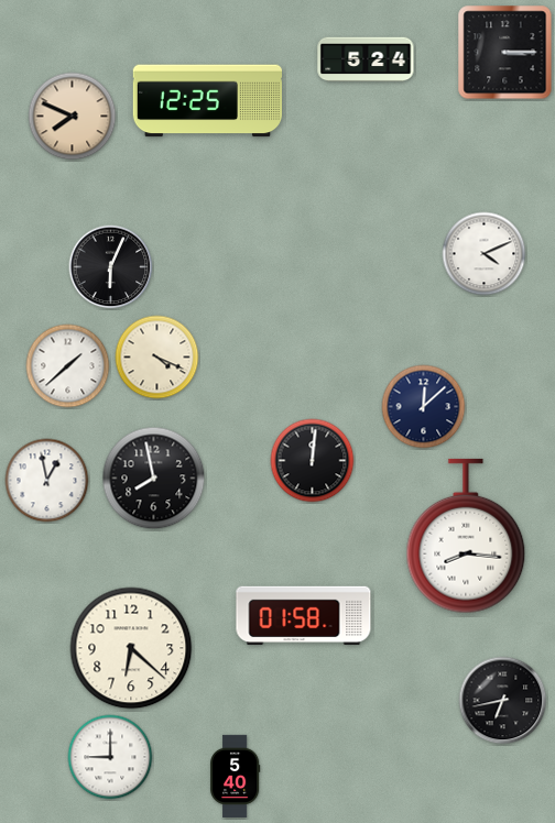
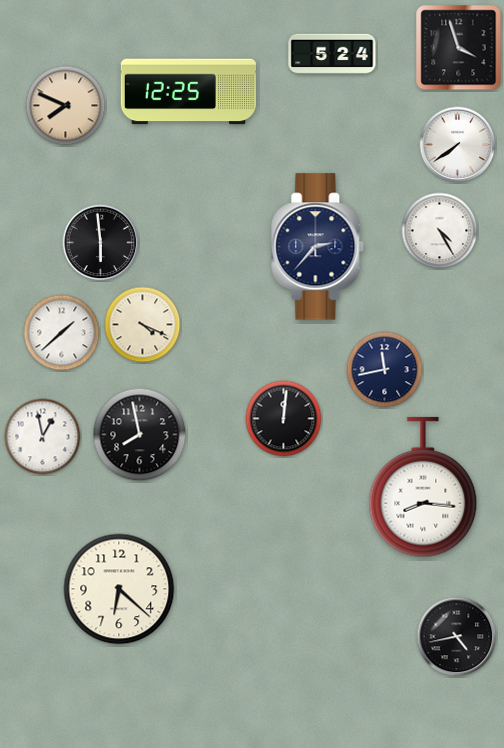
clock at (505, 53): 3:15 -> 3:57
clock at (458, 145): none -> 7:39
clock at (485, 254): 4:11 -> 4:25
clock at (111, 267): 6:04 -> 5:59
clock at (318, 247): none -> 2:37
clock at (424, 407): 12:08 -> 11:43
clock at (304, 616): 01:58 -> none
clock at (503, 701): 6:43 -> 4:43
clock at (110, 757): 9:00 -> none
clock at (236, 776): 5:40 -> none
